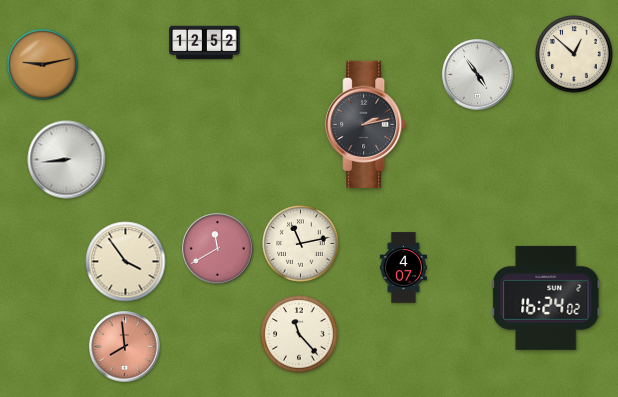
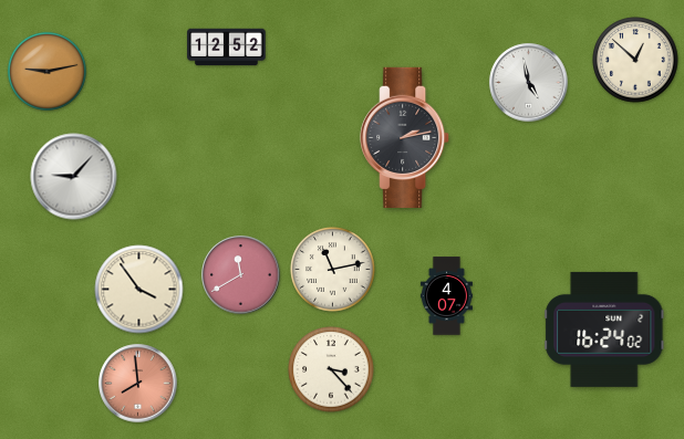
clock at (478, 75): 4:54 -> 4:58
clock at (67, 160): 8:44 -> 9:07
clock at (299, 334): 11:23 -> 3:23
